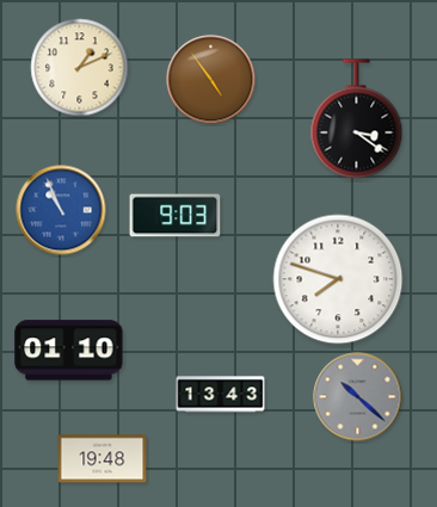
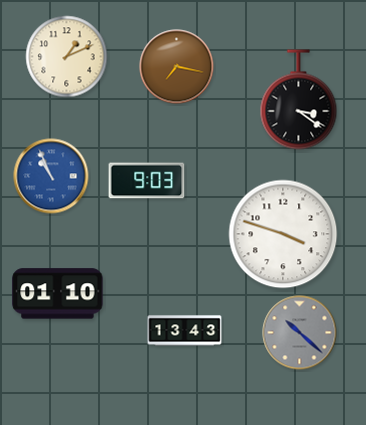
clock at (211, 80): 4:54 -> 7:17
clock at (338, 279): 7:48 -> 3:48
clock at (103, 459): 19:48 -> none
